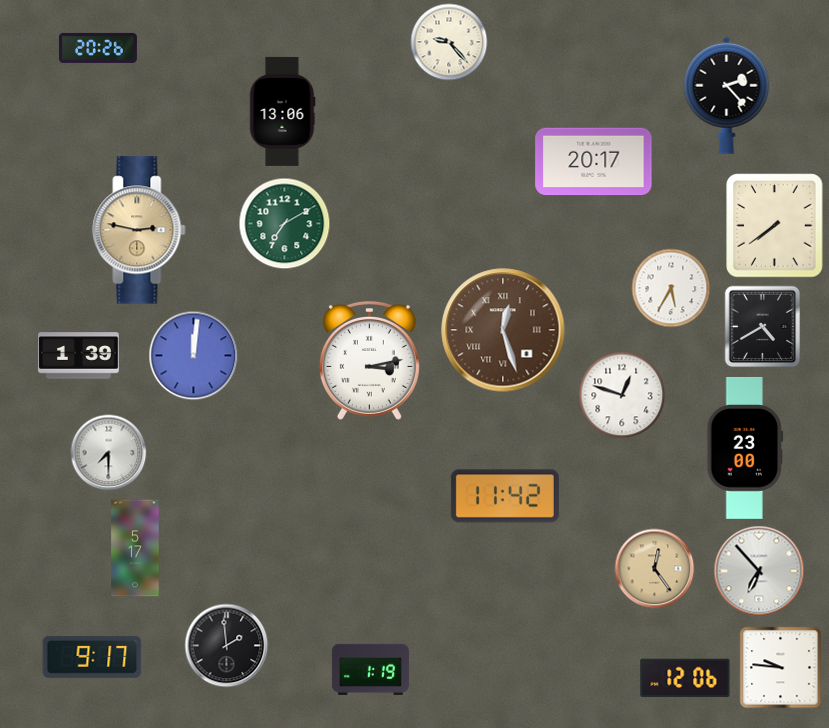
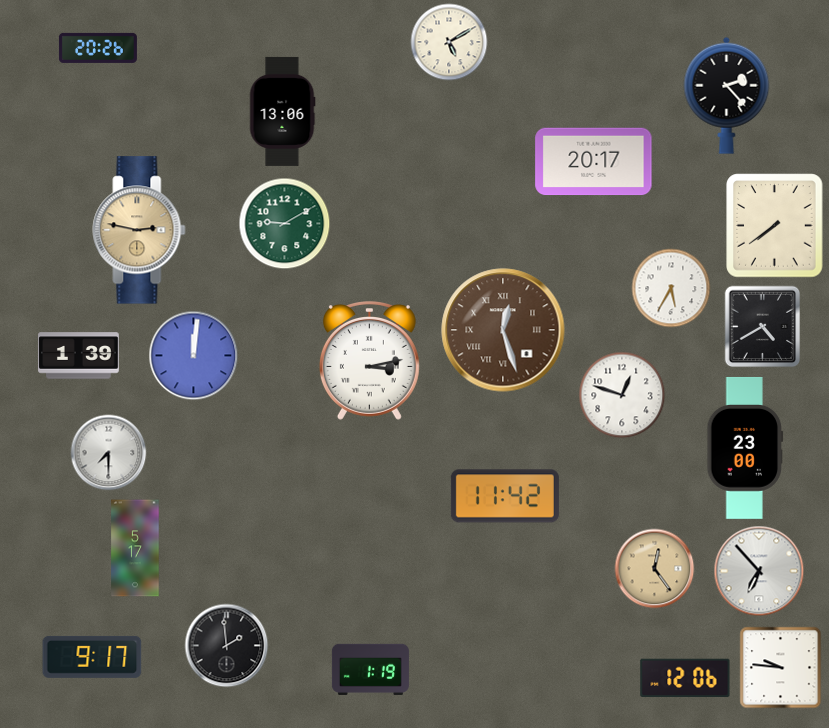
clock at (449, 42): 9:23 -> 5:10
clock at (285, 224): 7:10 -> 9:10
